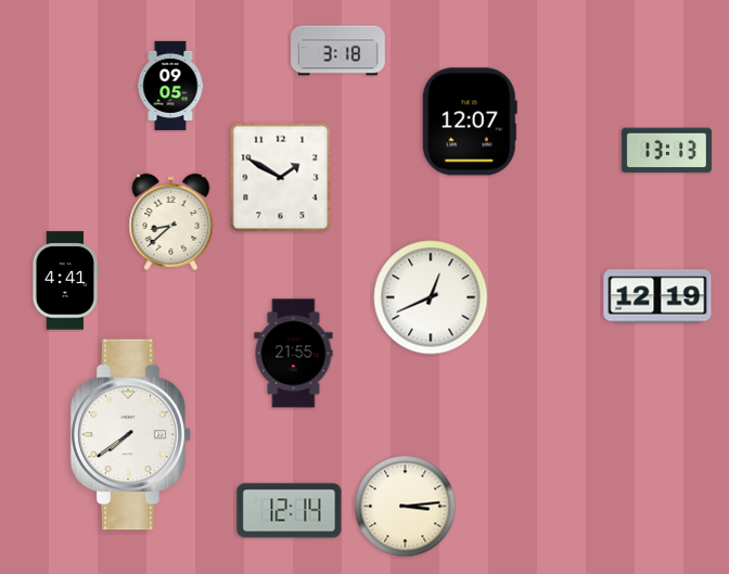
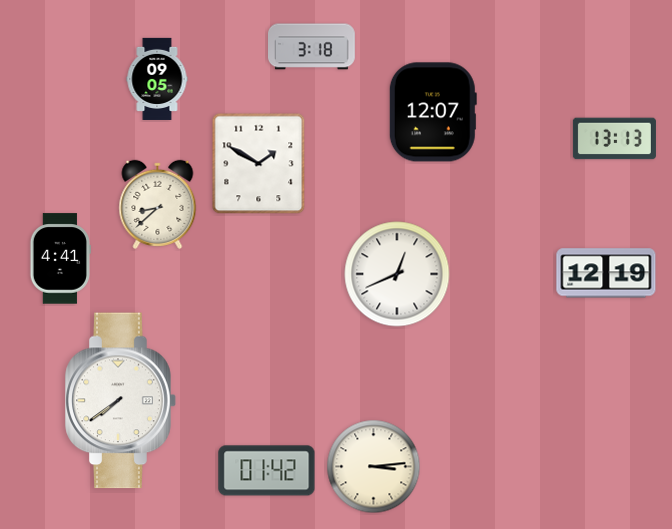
clock at (294, 354): 21:55 -> none
clock at (290, 511): 12:14 -> 01:42
